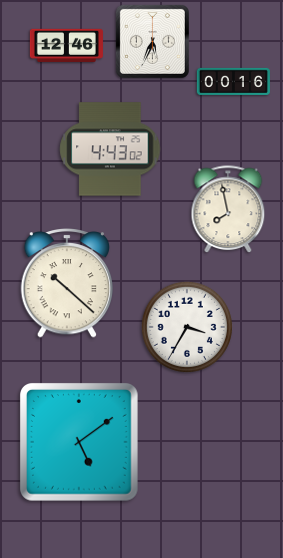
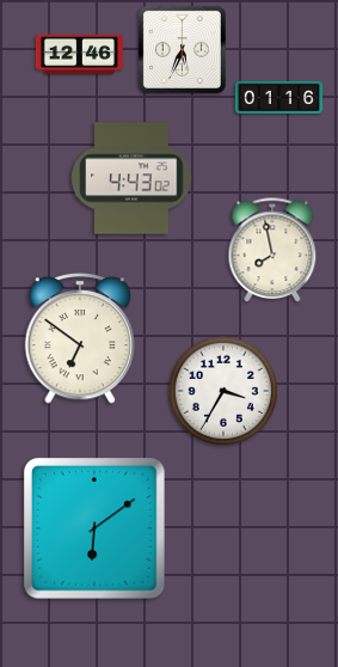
clock at (233, 81): 00:16 -> 01:16
clock at (67, 284): 10:22 -> 6:51
clock at (80, 443): 5:09 -> 6:09
